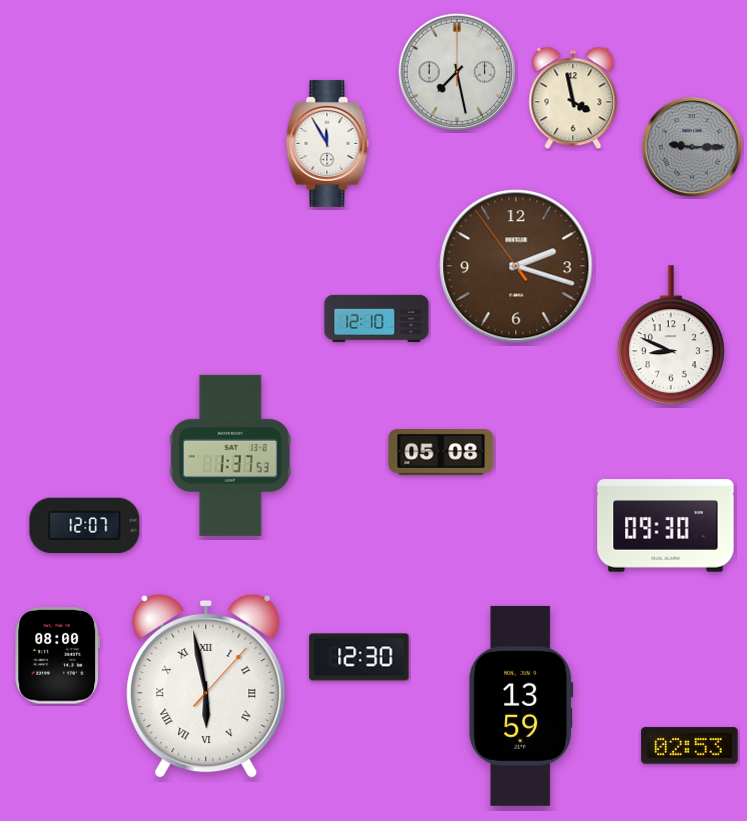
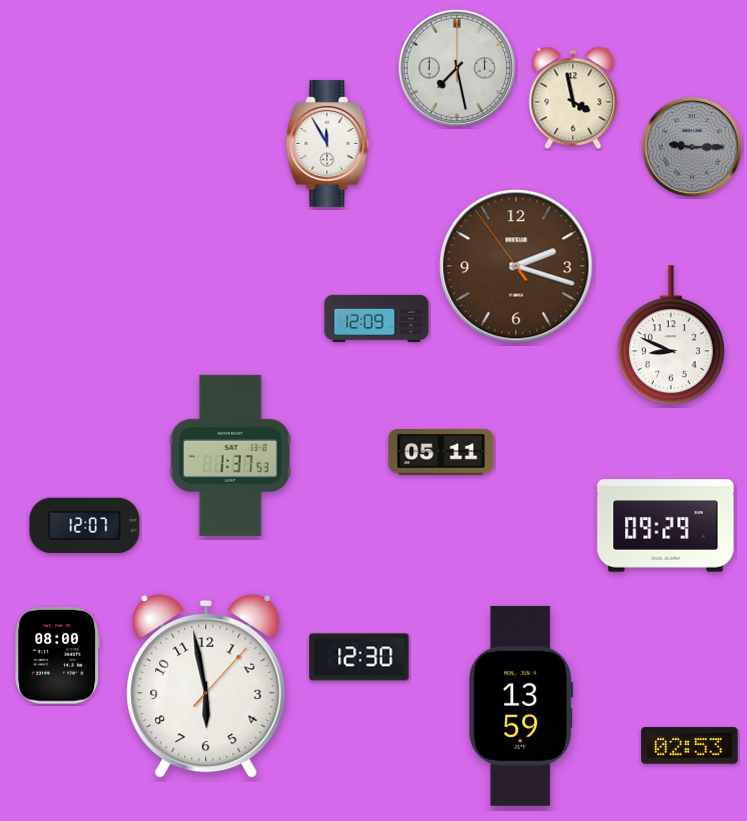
clock at (457, 72) position: (457, 72) -> (457, 68)
clock at (377, 319): 12:10 -> 12:09
clock at (441, 453): 05:08 -> 05:11
clock at (666, 526): 09:30 -> 09:29
clock at (206, 686) numerals: Roman -> Arabic
